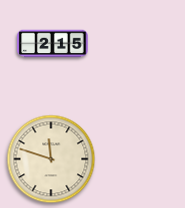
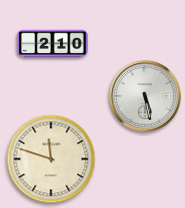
clock at (53, 44): 2:15 -> 2:10
clock at (145, 96): none -> 5:28
